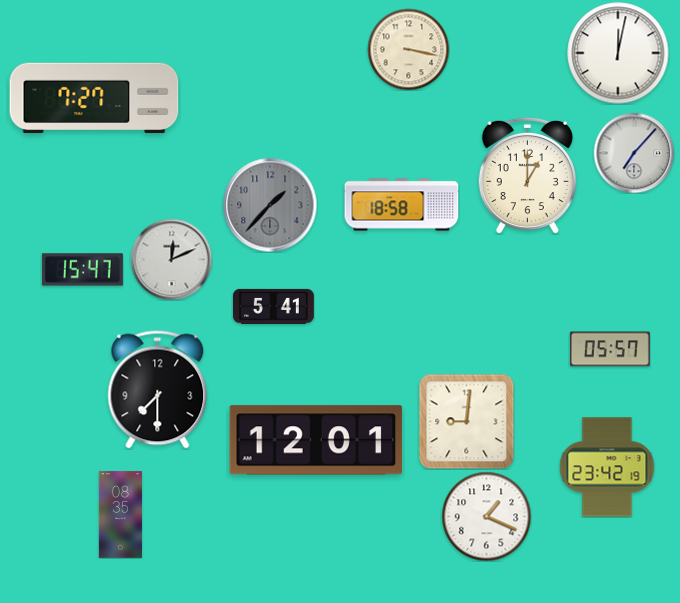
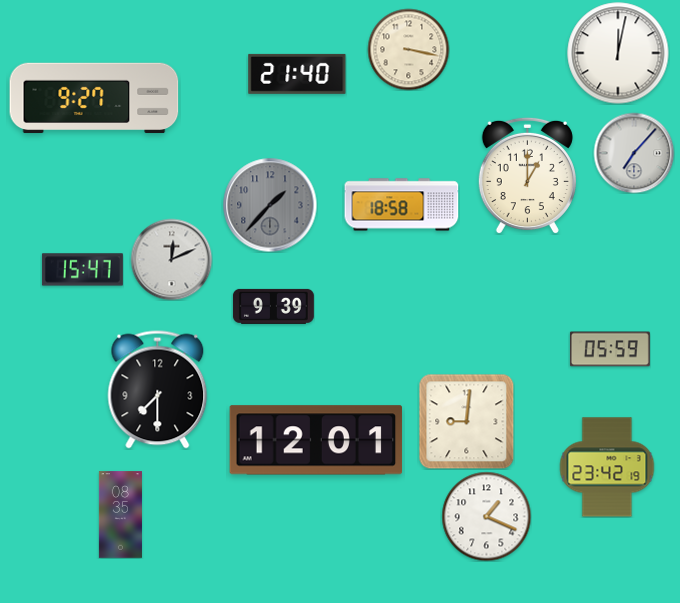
clock at (297, 74): none -> 21:40
clock at (94, 98): 7:27 -> 9:27
clock at (273, 306): 5:41 -> 9:39
clock at (610, 349): 05:57 -> 05:59
